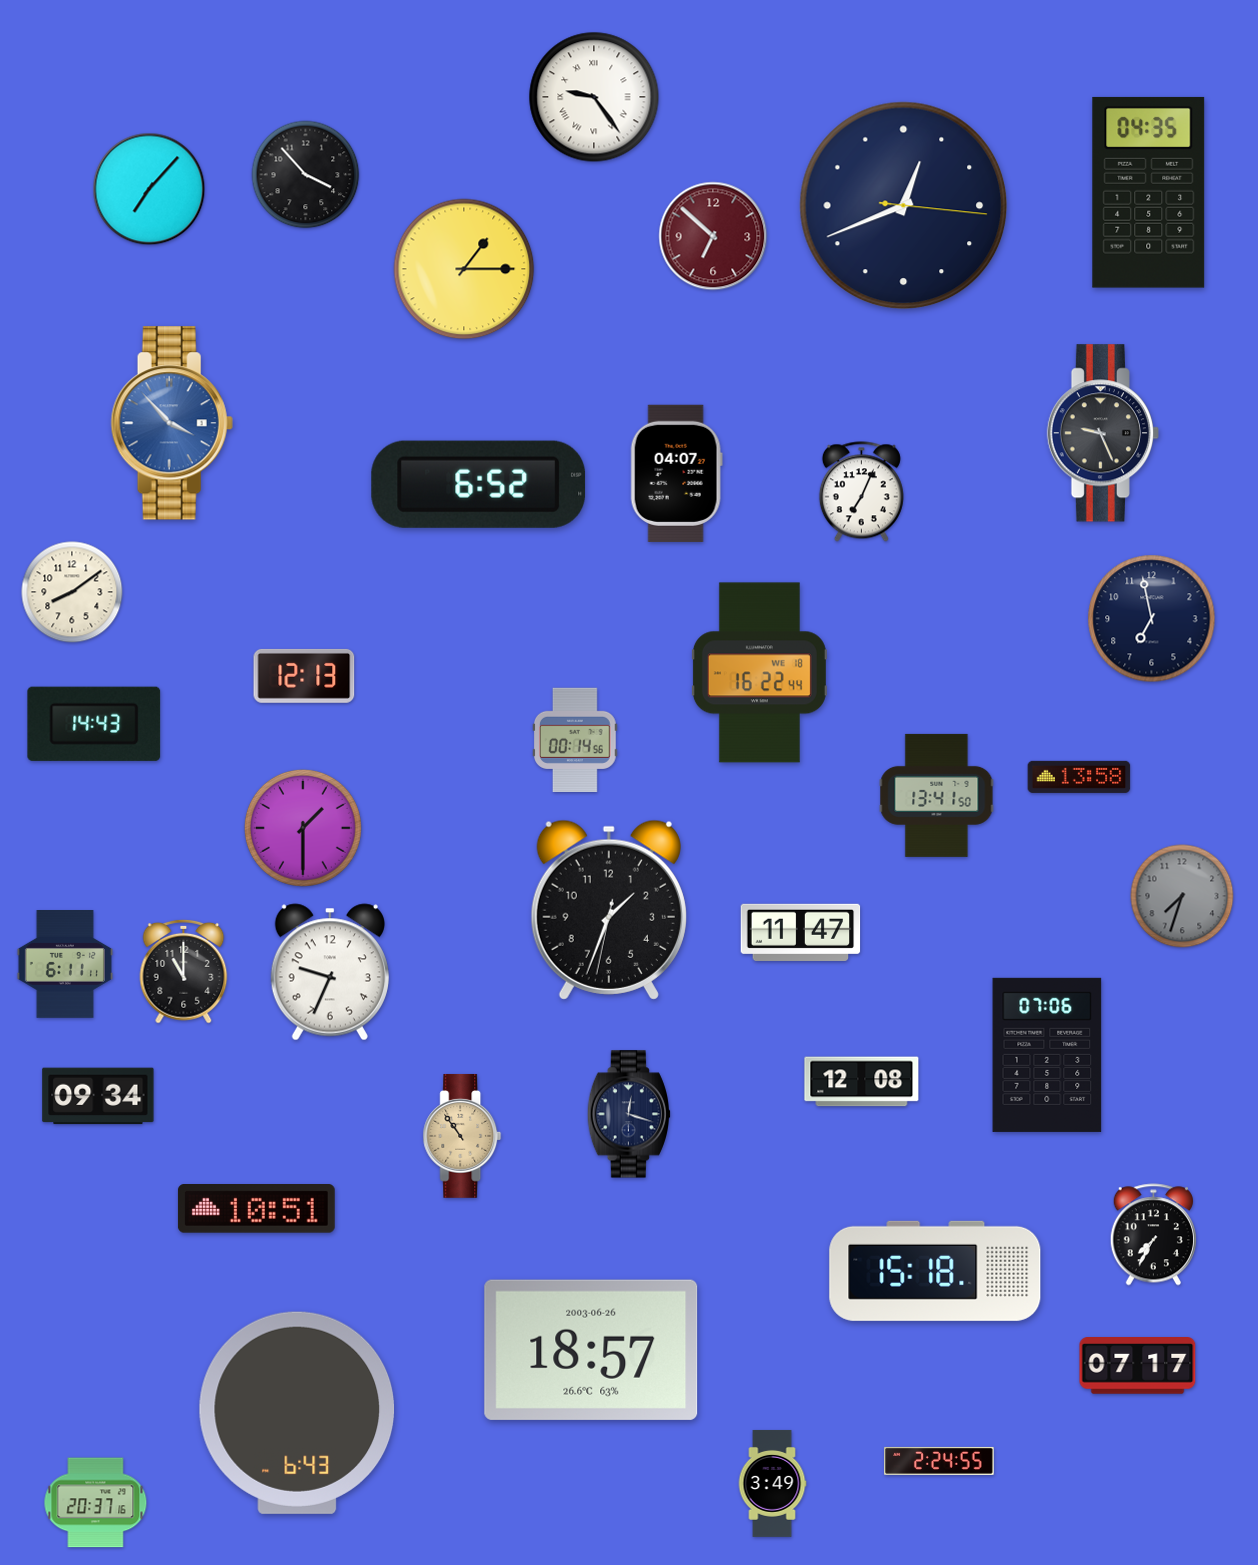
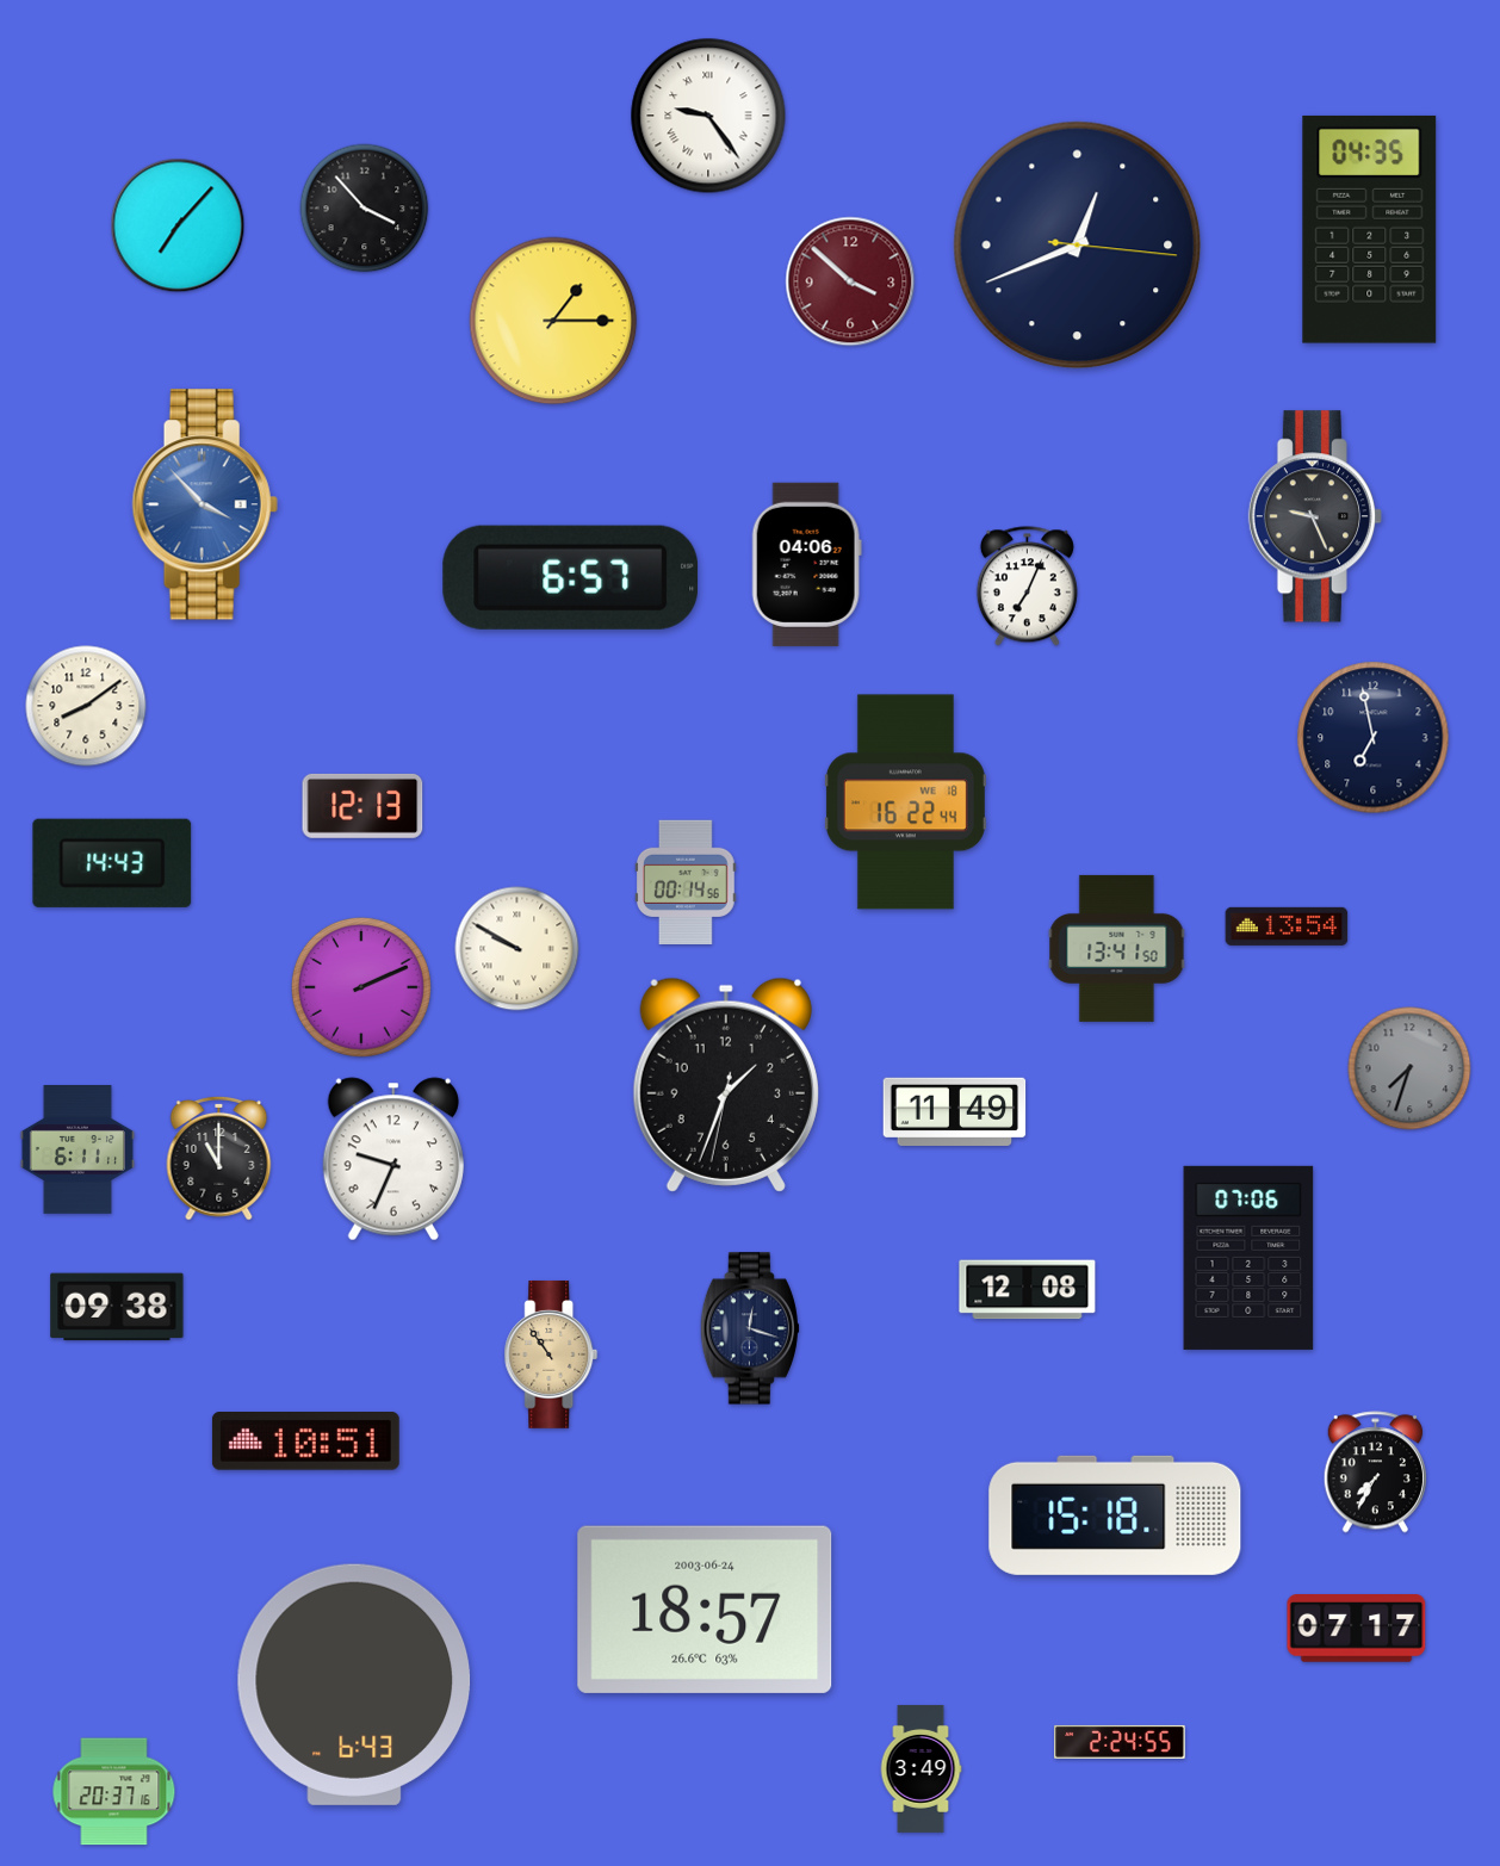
clock at (713, 236): 6:52 -> 3:52
clock at (676, 473): 04:07 -> 04:06
clock at (479, 484): 6:52 -> 6:57
clock at (1079, 777): 13:58 -> 13:54
clock at (517, 949): none -> 9:50
clock at (303, 828): 1:30 -> 2:11
clock at (801, 932): 11:47 -> 11:49
clock at (98, 1096): 09:34 -> 09:38
clock at (591, 1350) date: 2003-06-26 -> 2003-06-24
